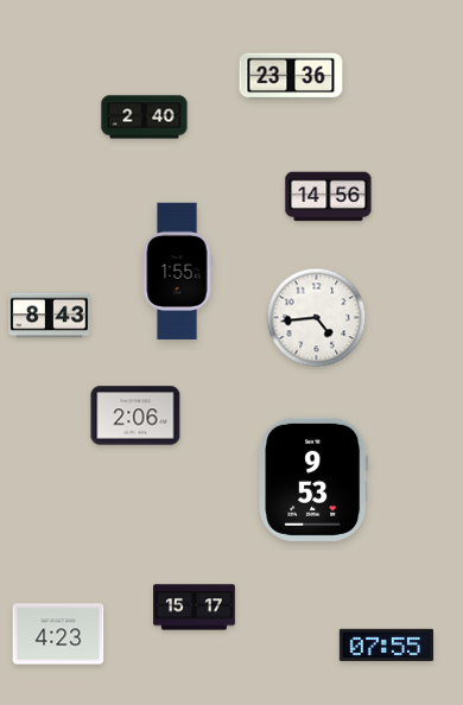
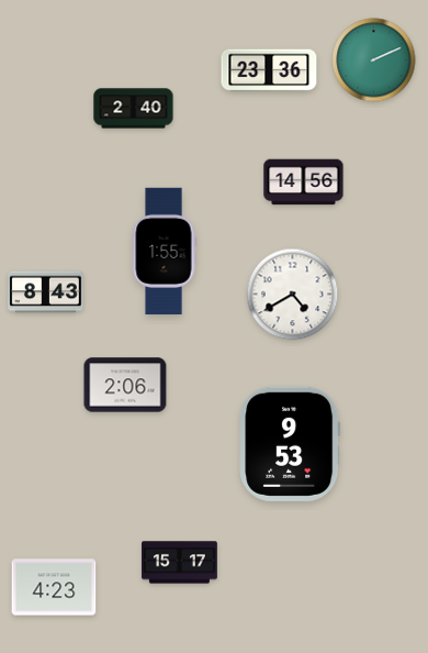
clock at (374, 60): none -> 2:11
clock at (317, 318): 4:44 -> 4:40
clock at (386, 644): 07:55 -> none
